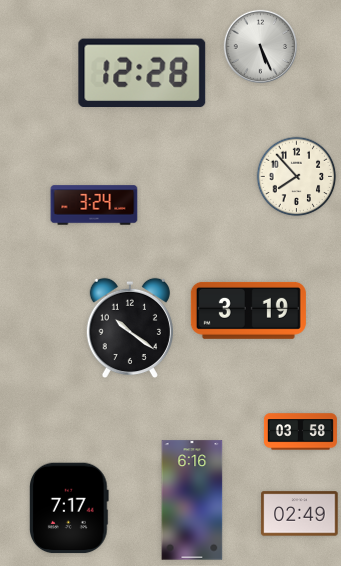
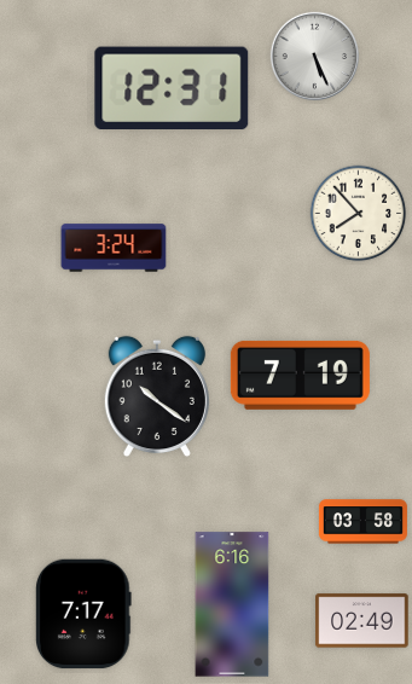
clock at (142, 72): 12:28 -> 12:31
clock at (248, 310): 3:19 -> 7:19
